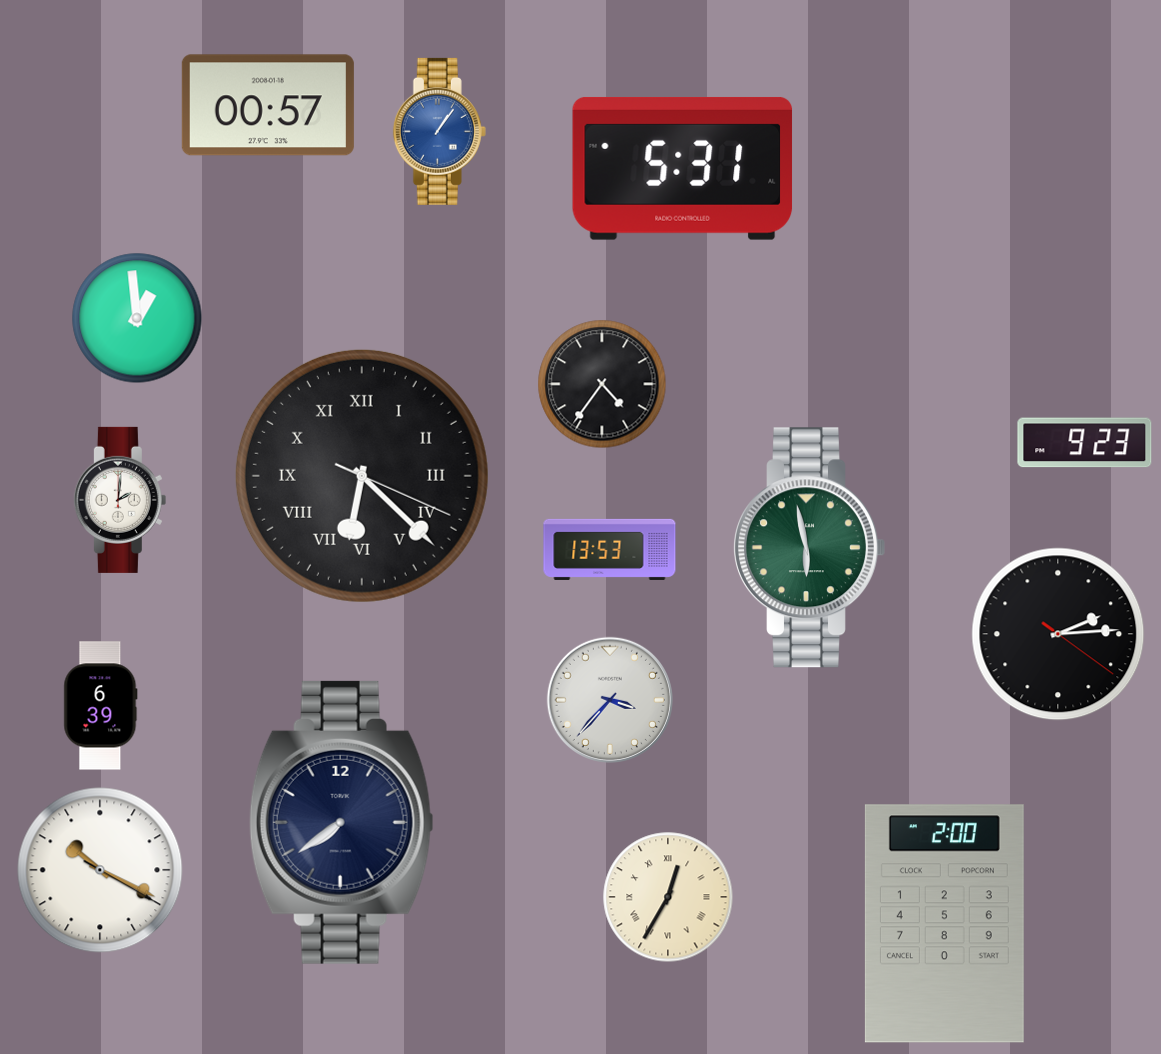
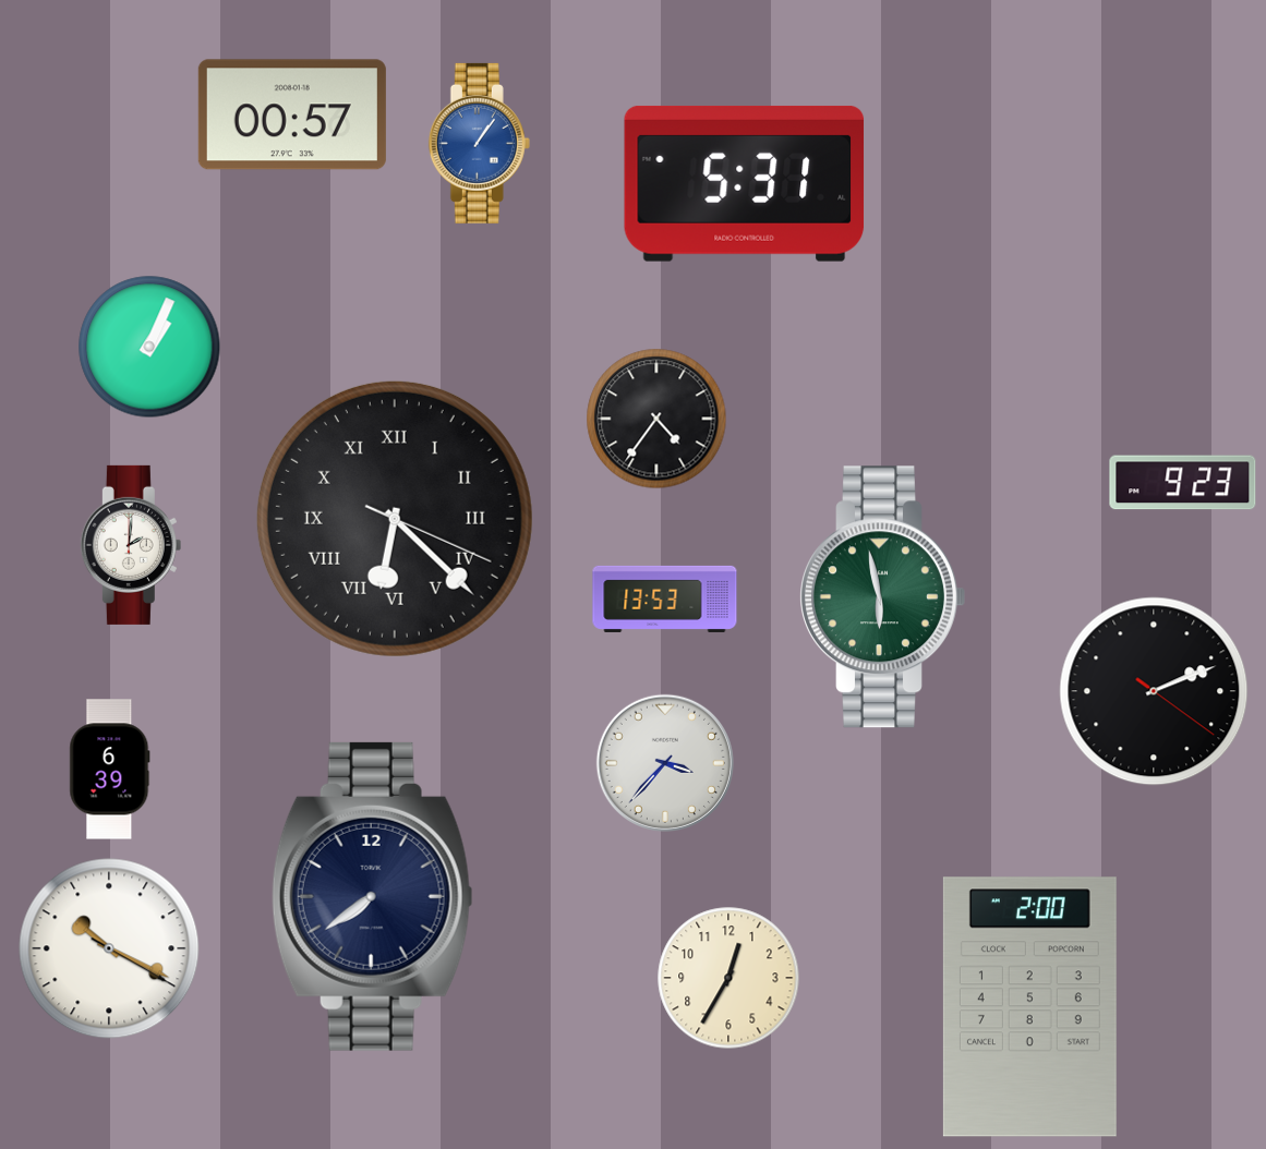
clock at (137, 318): 12:59 -> 1:04
clock at (1058, 634): 2:14 -> 2:11
clock at (668, 897) numerals: Roman -> Arabic
